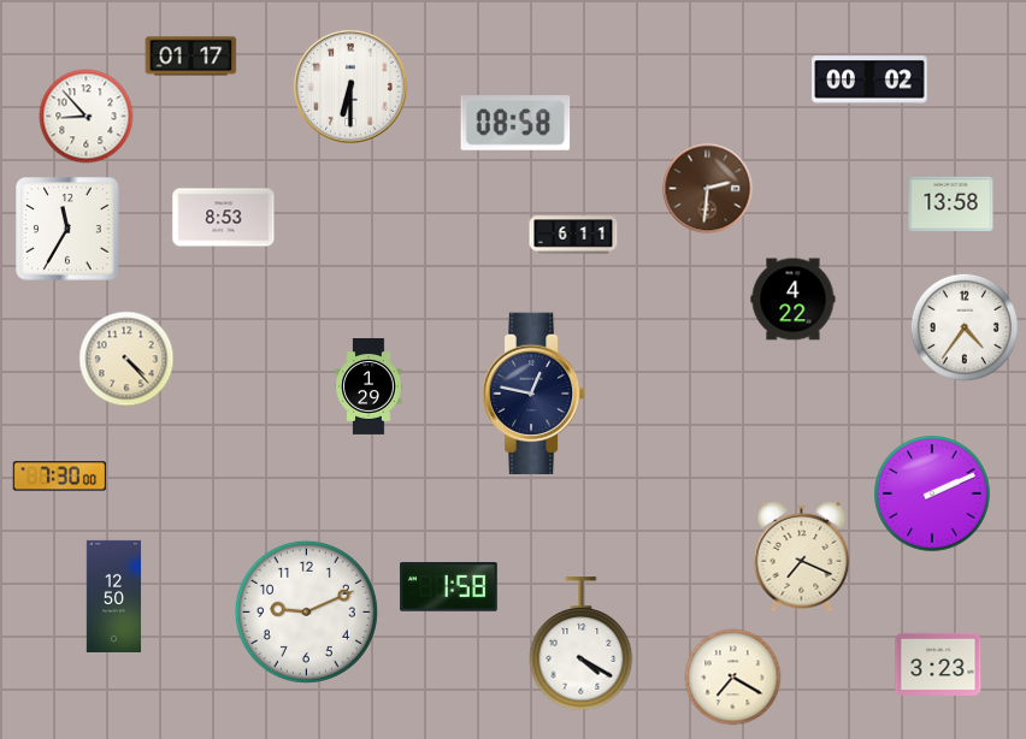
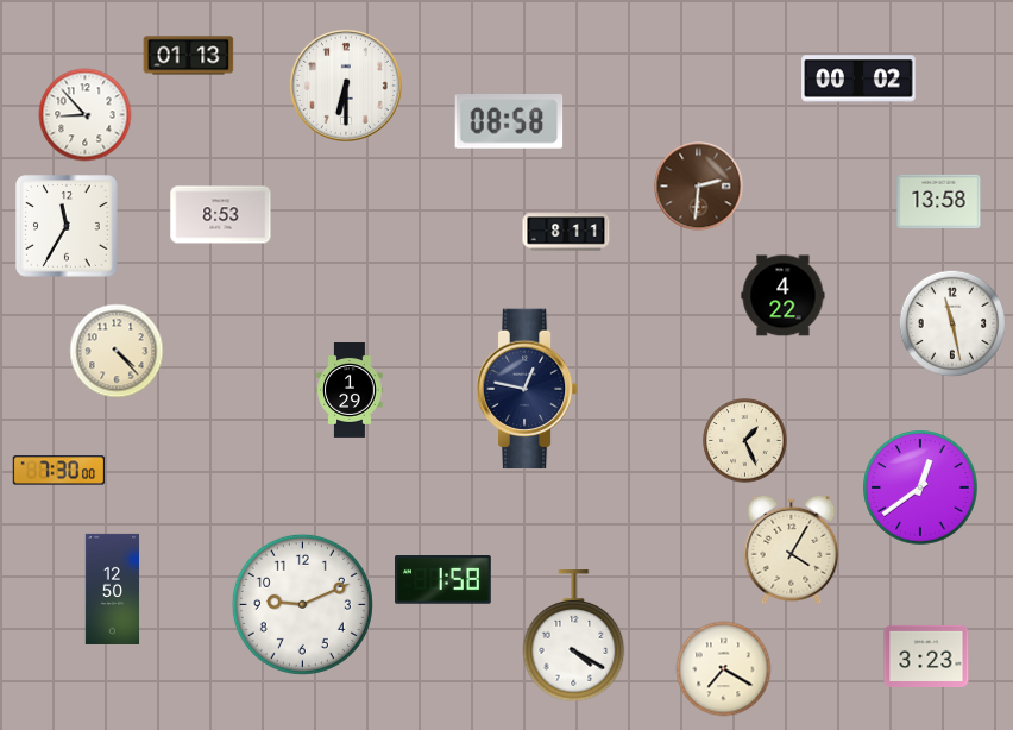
clock at (191, 57): 01:17 -> 01:13
clock at (573, 235): 6:11 -> 8:11
clock at (963, 326): 4:36 -> 11:28
clock at (126, 359) position: (126, 359) -> (117, 351)
clock at (368, 388) position: (368, 388) -> (350, 391)
clock at (745, 441): none -> 1:26
clock at (932, 493): 2:11 -> 12:39
clock at (802, 556): 7:19 -> 4:05
